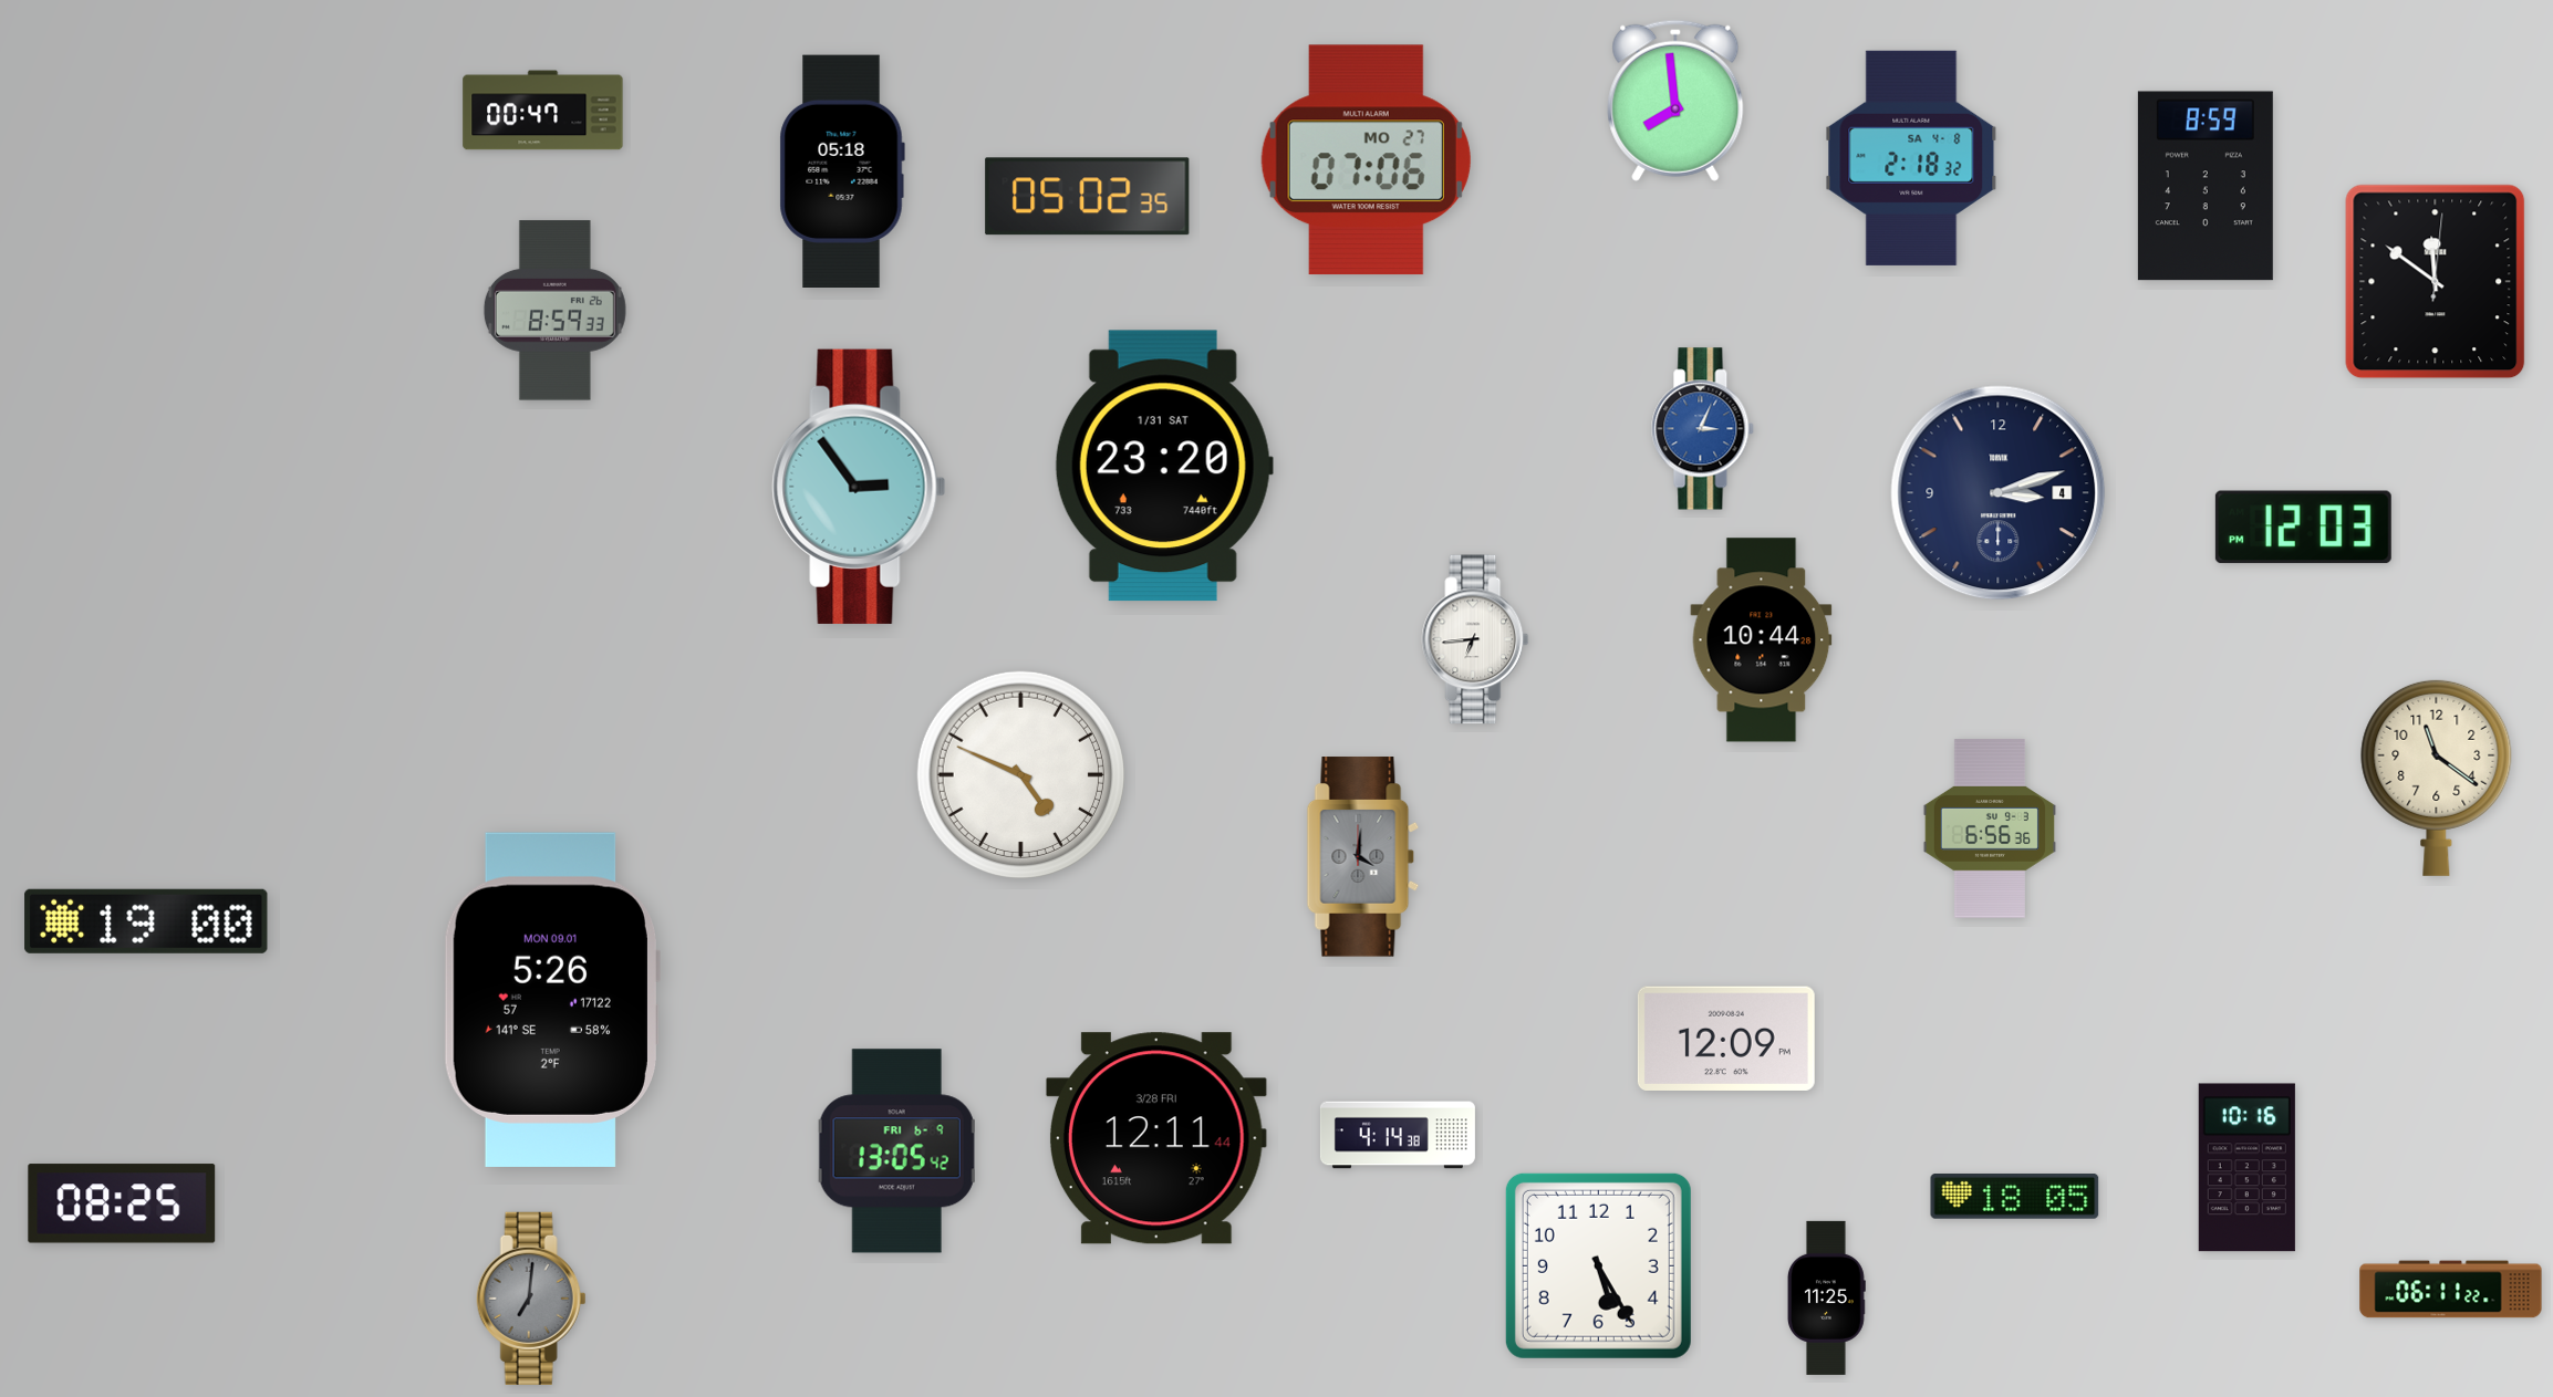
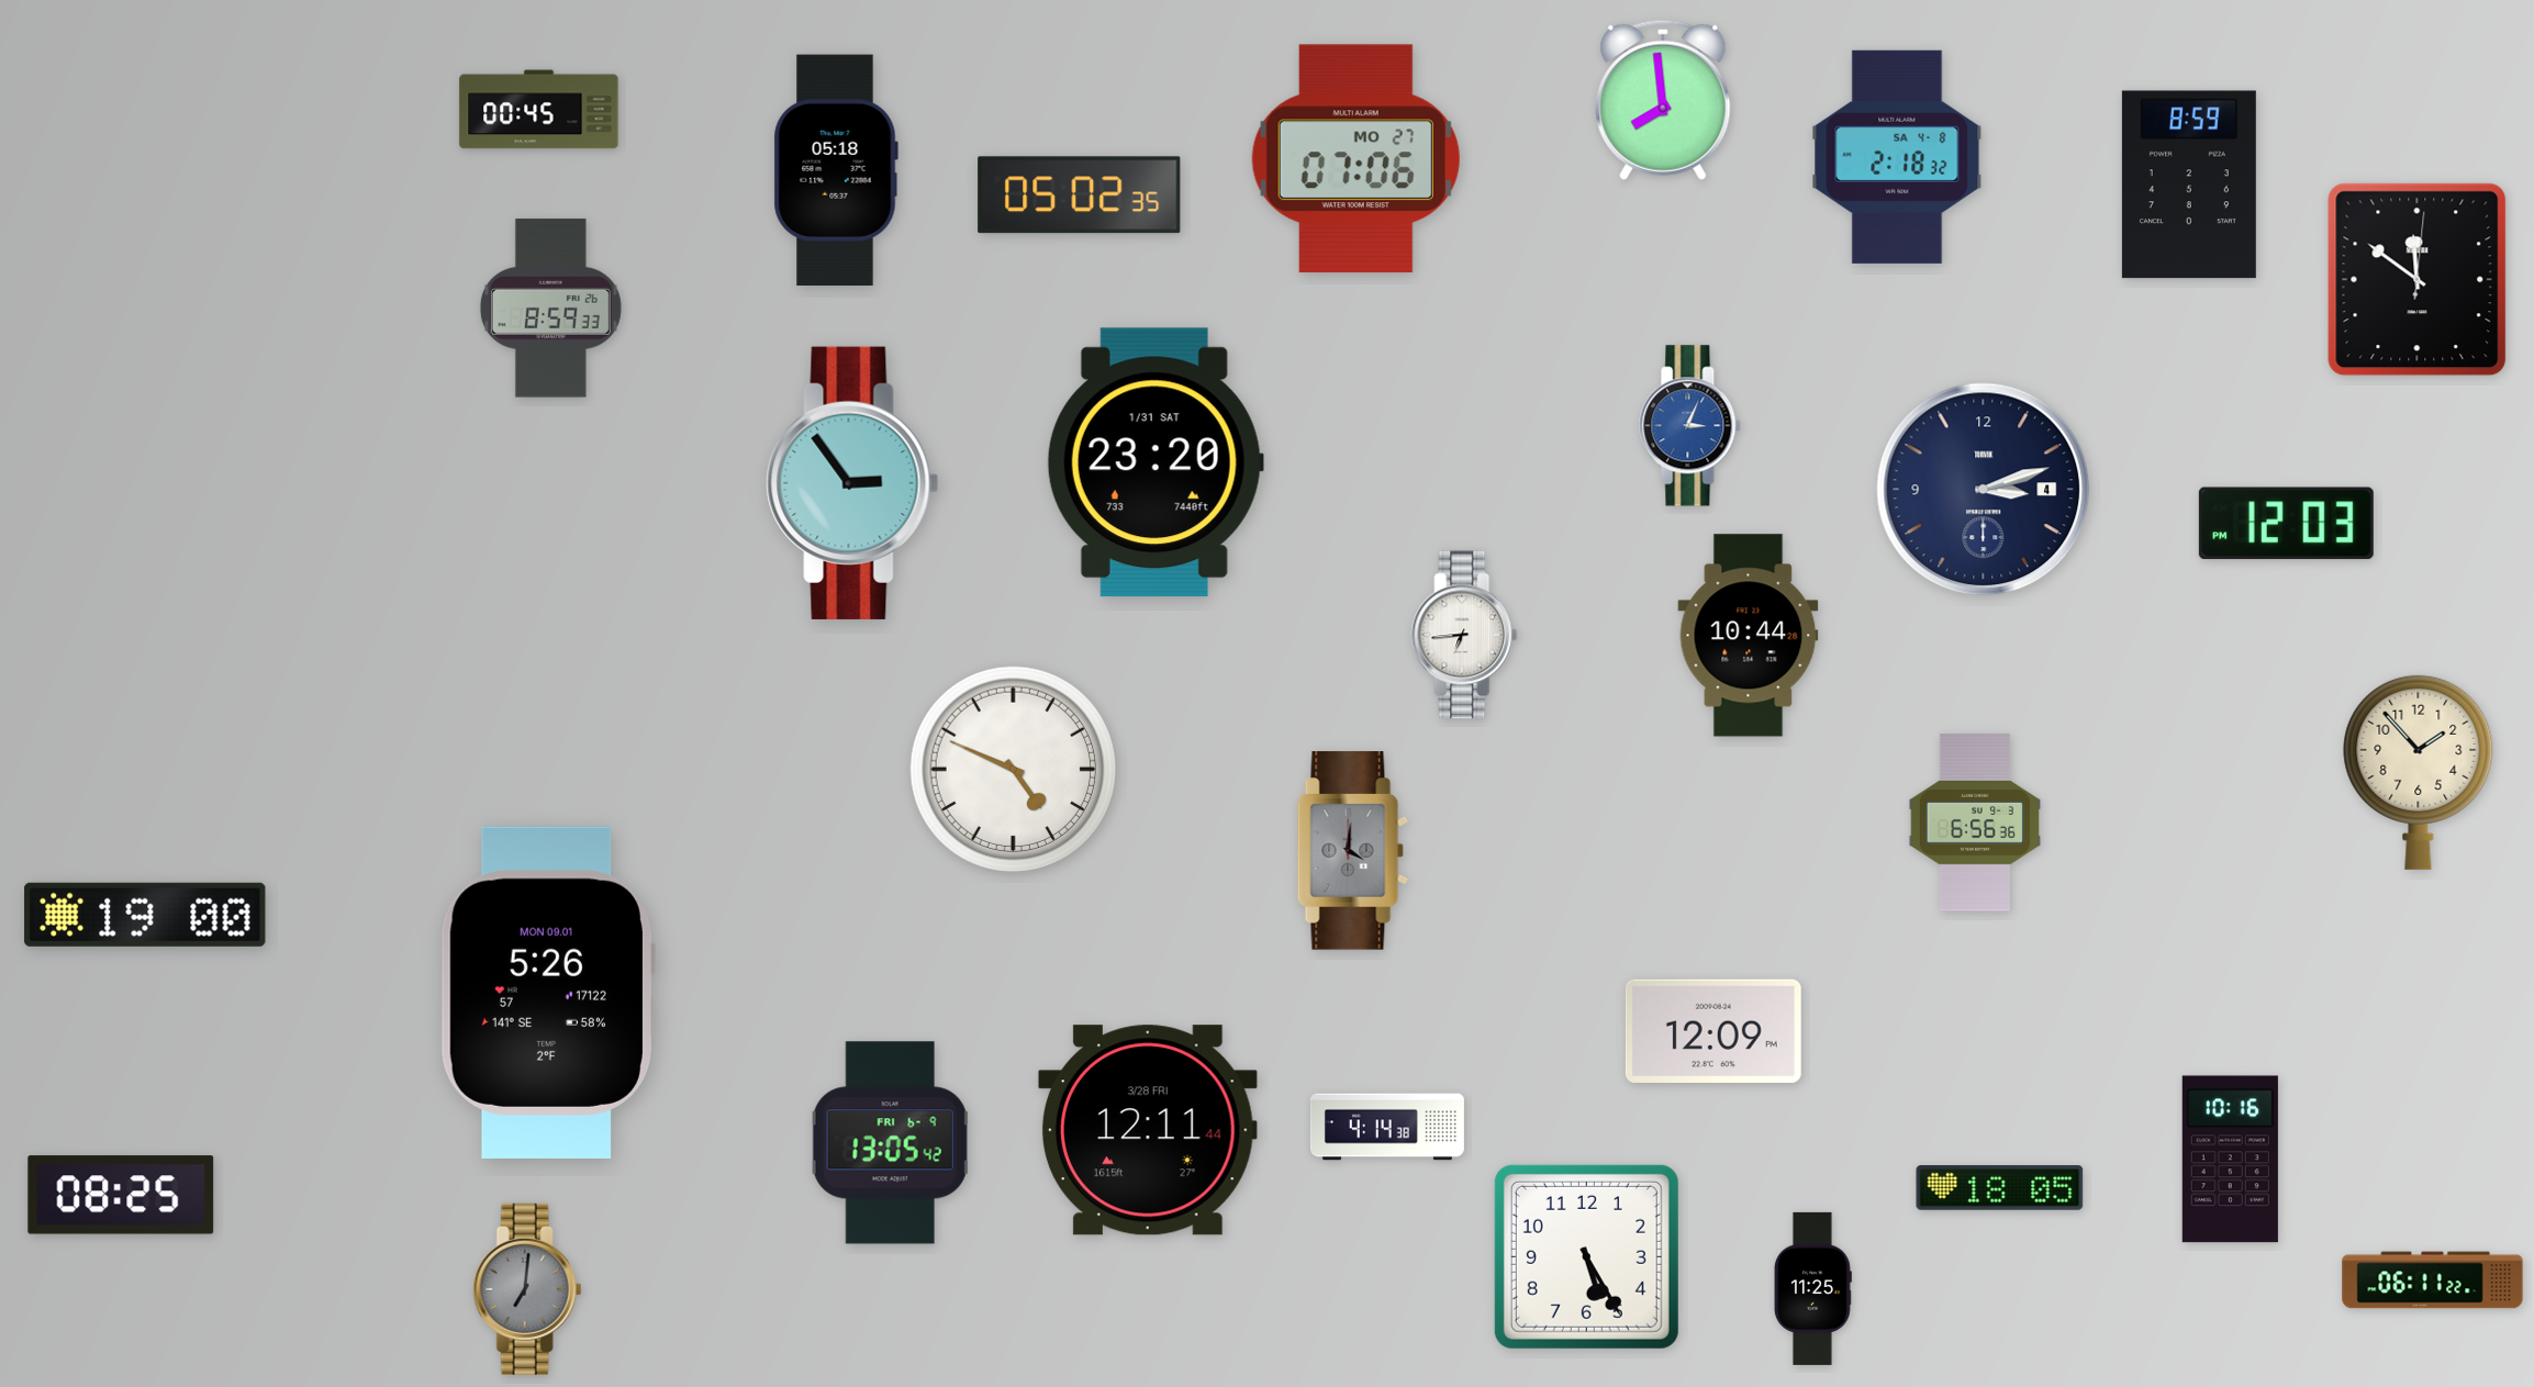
clock at (543, 111): 00:47 -> 00:45
clock at (2437, 778): 11:21 -> 1:53
